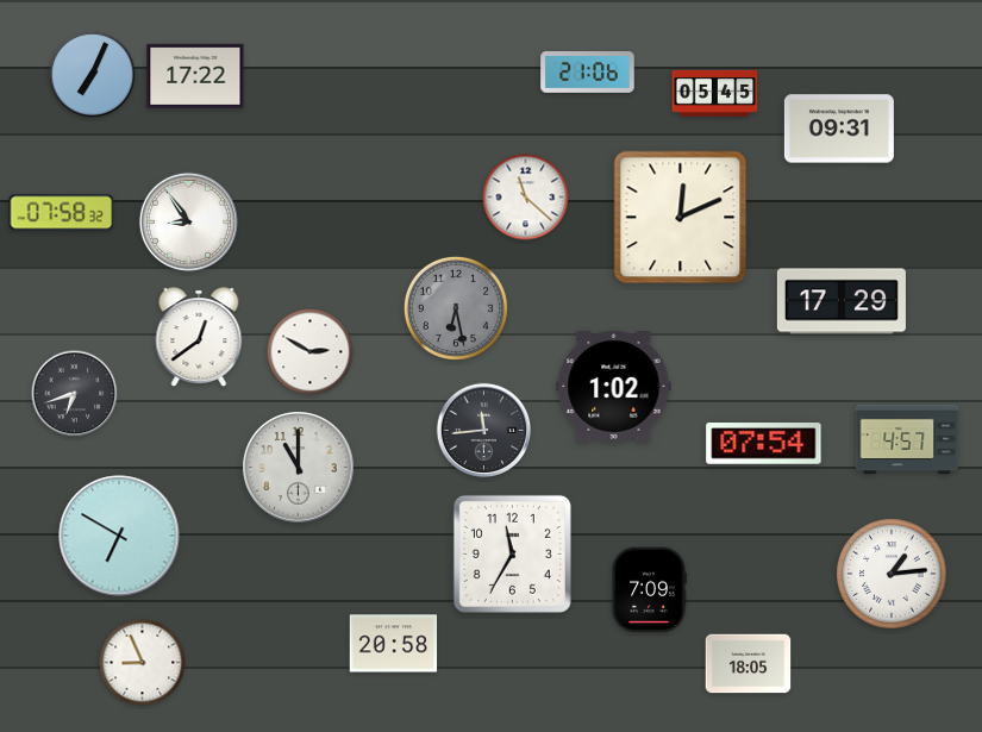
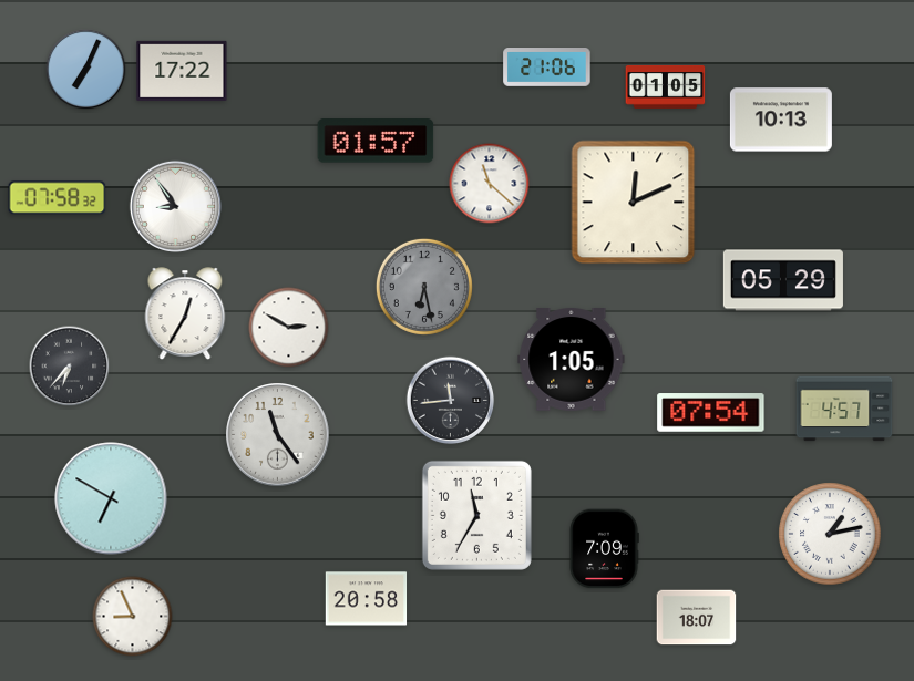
clock at (715, 93): 05:45 -> 01:05
clock at (839, 129): 09:31 -> 10:13
clock at (376, 141): none -> 01:57
clock at (842, 301): 17:29 -> 05:29
clock at (199, 337): 12:39 -> 12:35
clock at (614, 387): 1:02 -> 1:05
clock at (75, 394): 6:42 -> 6:37
clock at (299, 468): 11:00 -> 11:24
clock at (892, 574): 1:14 -> 1:13
clock at (749, 664): 18:05 -> 18:07
